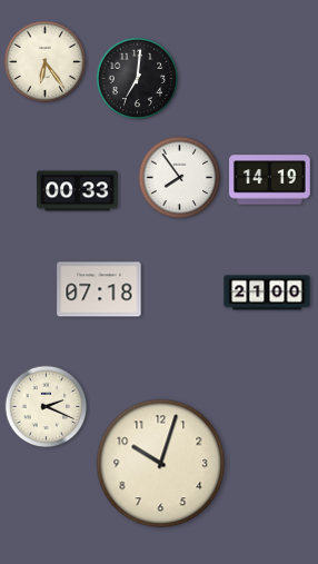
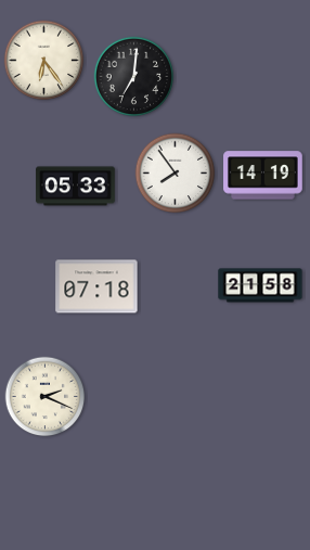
clock at (78, 191): 00:33 -> 05:33
clock at (99, 289) position: (99, 289) -> (96, 286)
clock at (267, 293): 21:00 -> 21:58
clock at (161, 464): 10:03 -> none
